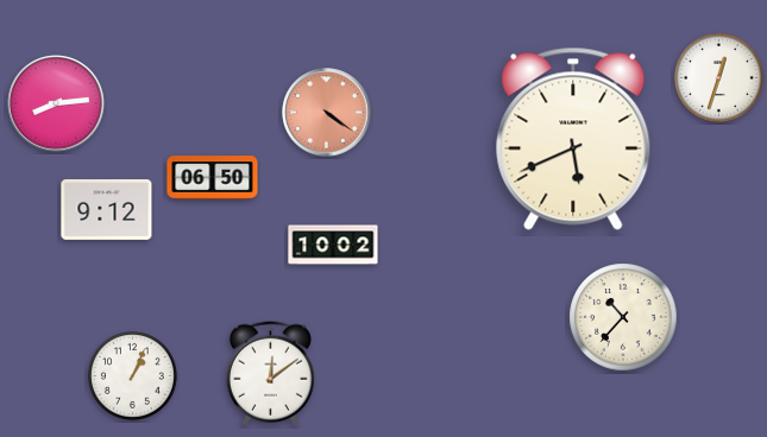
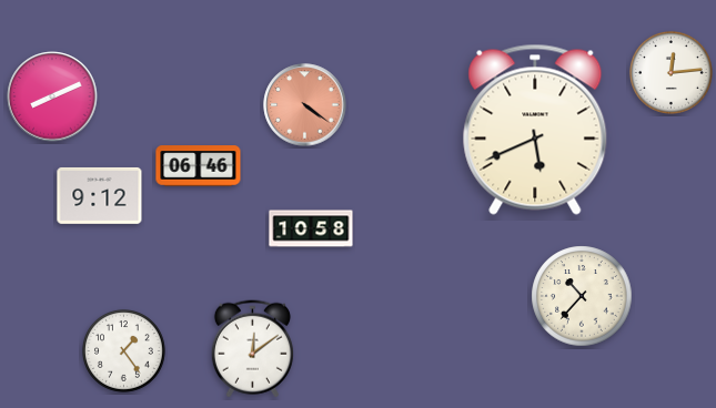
clock at (718, 77): 12:33 -> 12:14
clock at (56, 103): 8:14 -> 8:11
clock at (213, 178): 06:50 -> 06:46
clock at (333, 245): 10:02 -> 10:58
clock at (132, 375): 1:04 -> 1:24
